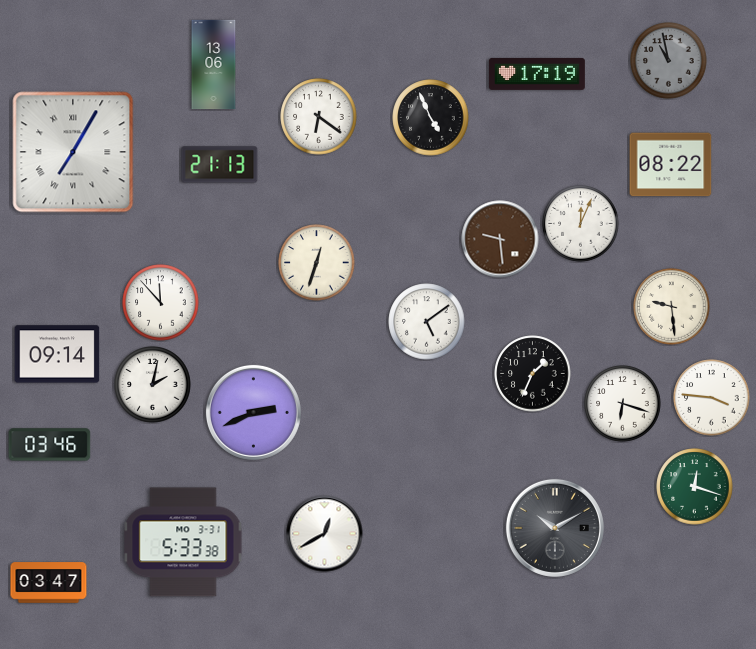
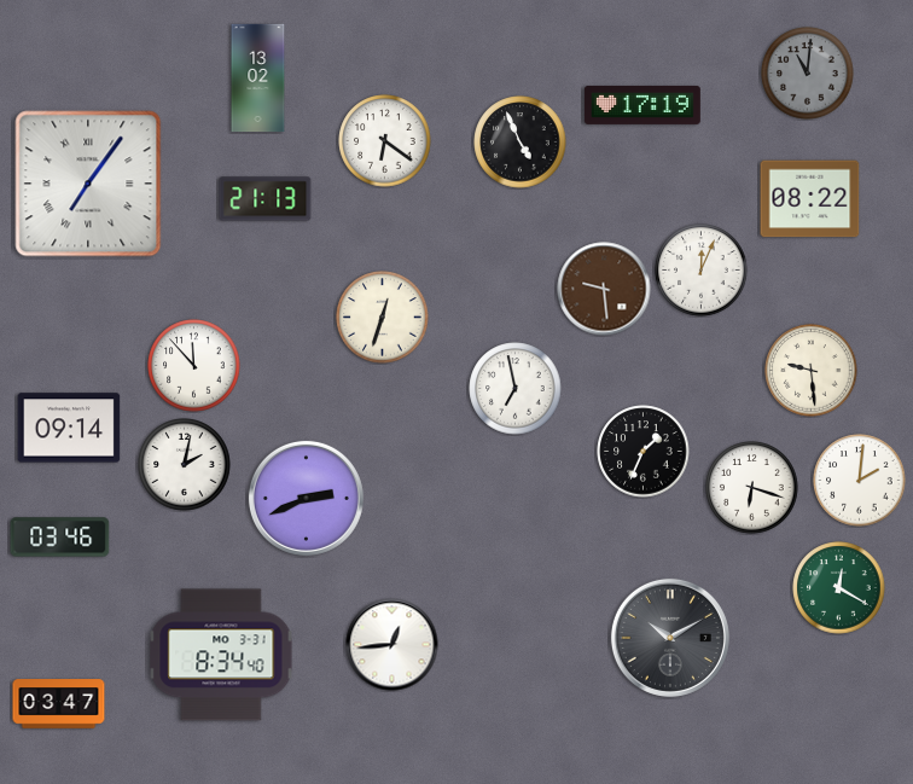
clock at (669, 61): 10:58 -> 11:01
clock at (214, 65): 13:06 -> 13:02
clock at (537, 74) position: (537, 74) -> (642, 105)
clock at (73, 152): 7:05 -> 7:06
clock at (427, 322): 5:09 -> 6:58
clock at (712, 398): 3:46 -> 2:01
clock at (695, 487): 12:18 -> 12:20
clock at (325, 534): 12:40 -> 12:44
clock at (183, 542): 5:33 -> 8:34
